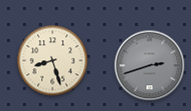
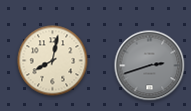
clock at (53, 61): 8:27 -> 8:02
